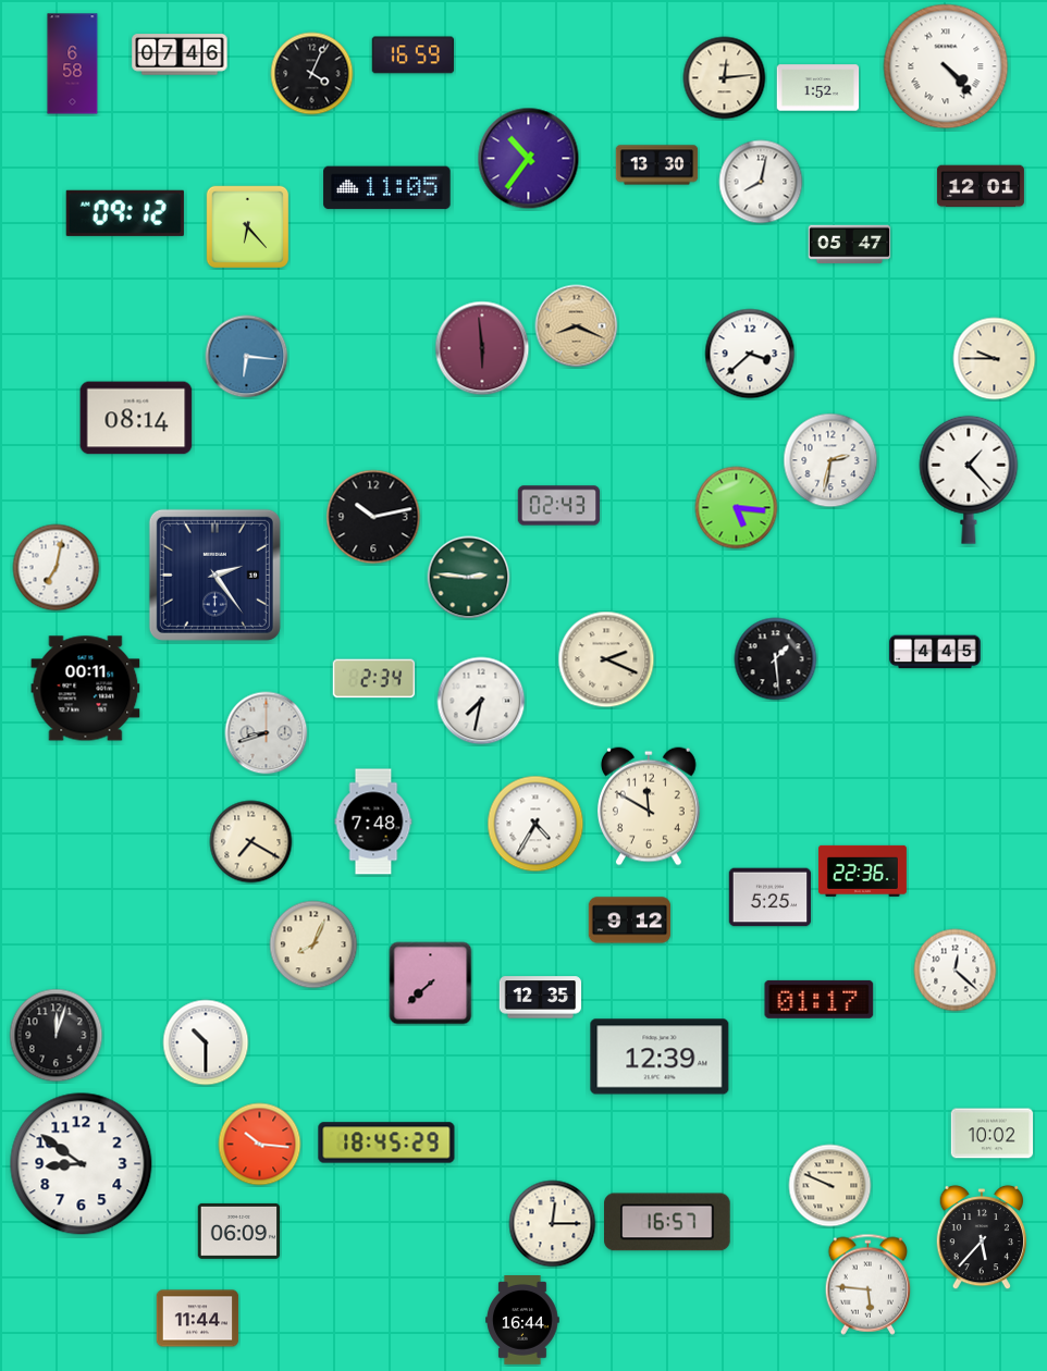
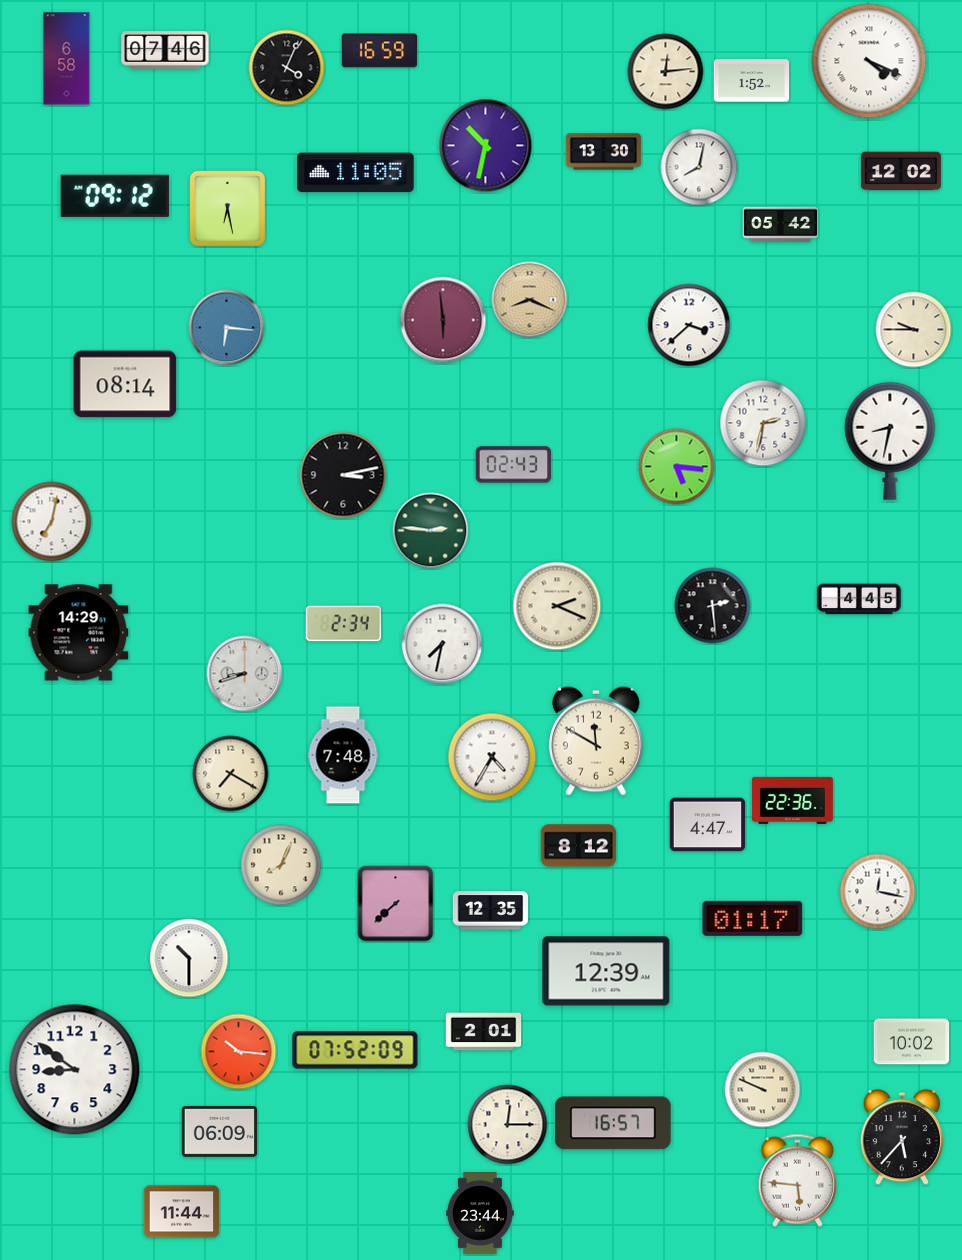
clock at (946, 66): 4:23 -> 4:19
clock at (529, 159): 10:36 -> 10:32
clock at (981, 186): 12:01 -> 12:02
clock at (247, 226): 6:23 -> 6:28
clock at (850, 244): 05:47 -> 05:42
clock at (969, 480): 1:23 -> 8:32
clock at (373, 517): 10:13 -> 3:13
clock at (214, 575): 2:24 -> none
clock at (776, 659): 1:29 -> 2:29
clock at (86, 689): 00:11 -> 14:29
clock at (771, 898): 5:25 -> 4:47
clock at (630, 921): 9:12 -> 8:12
clock at (313, 944) position: (313, 944) -> (281, 865)
clock at (956, 971): 12:22 -> 12:17
clock at (541, 998) position: (541, 998) -> (491, 911)
clock at (57, 1036): 12:03 -> none
clock at (484, 1032): none -> 2:01
clock at (386, 1142): 18:45 -> 07:52
clock at (522, 1321): 16:44 -> 23:44
